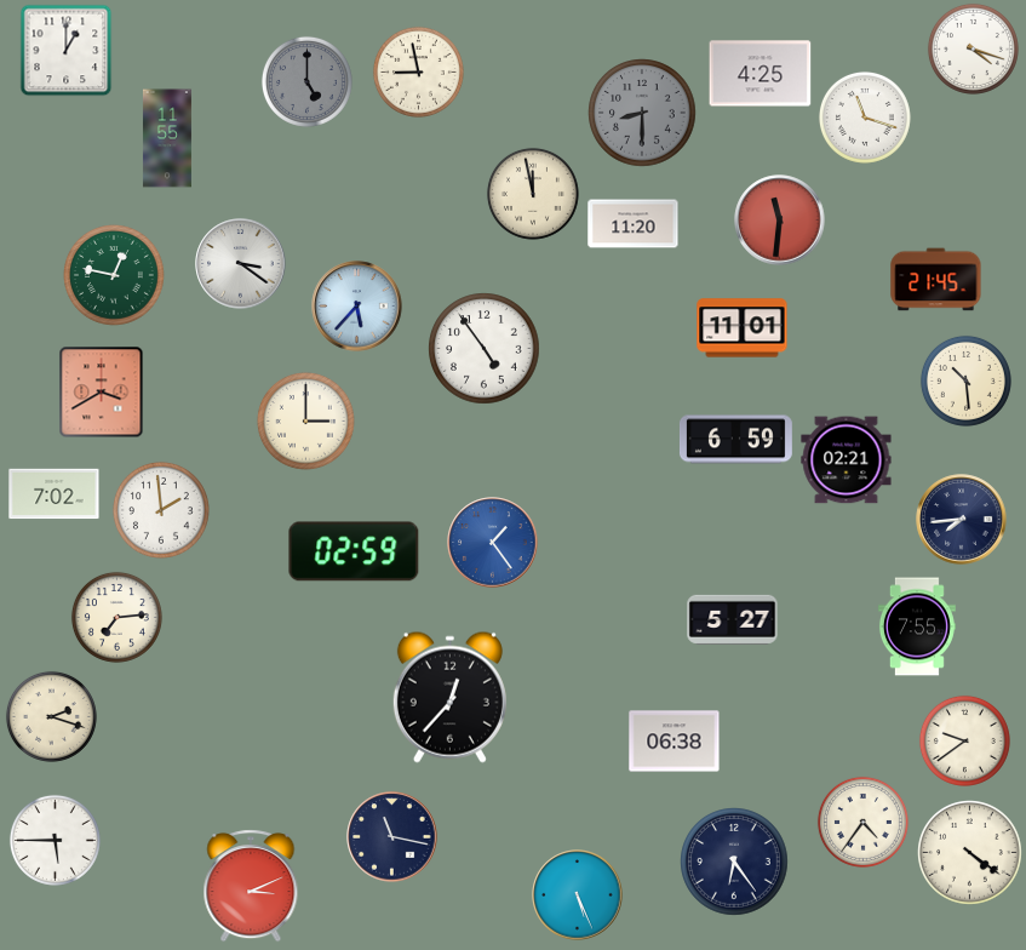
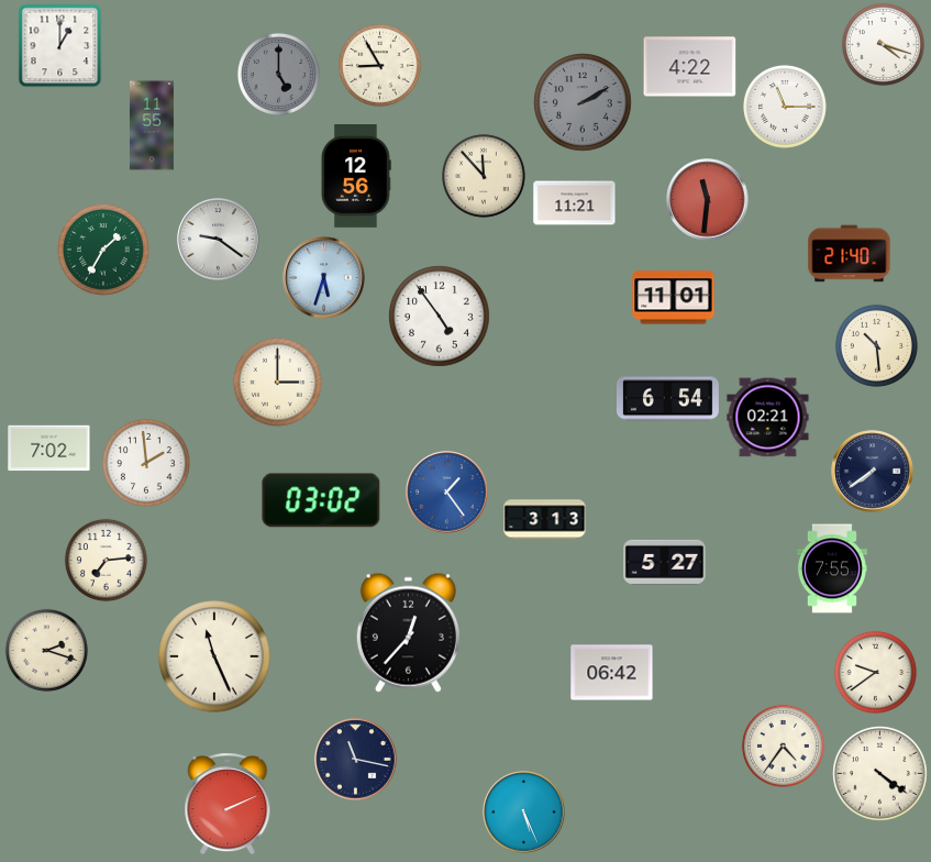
clock at (418, 71): 8:58 -> 8:55
clock at (761, 74): 4:25 -> 4:22
clock at (642, 113): 8:30 -> 2:10
clock at (865, 118): 11:18 -> 11:15
clock at (533, 194): 11:58 -> 11:53
clock at (356, 177): none -> 12:56
clock at (634, 224): 11:20 -> 11:21
clock at (241, 264): 3:21 -> 9:21
clock at (115, 276): 12:47 -> 1:35
clock at (936, 280): 21:45 -> 21:40
clock at (357, 307): 5:37 -> 5:33
clock at (102, 393): 3:40 -> none
clock at (735, 440): 6:59 -> 6:54
clock at (962, 520): 7:44 -> 7:39
clock at (354, 551): 02:59 -> 03:02
clock at (545, 520): none -> 3:13
clock at (214, 656): none -> 11:26
clock at (675, 742): 06:38 -> 06:42
clock at (55, 840): 5:45 -> none
clock at (734, 862): 6:24 -> none
clock at (251, 886): 3:11 -> 2:11
